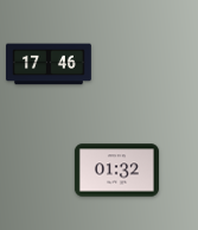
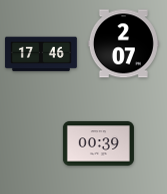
clock at (123, 44): none -> 2:07
clock at (116, 171): 01:32 -> 00:39
